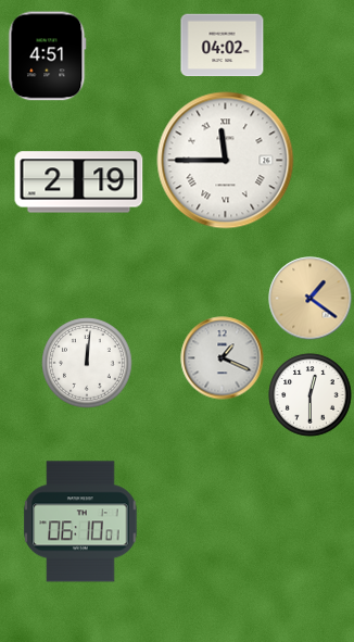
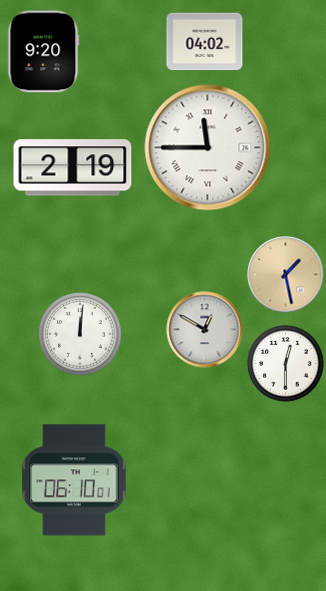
clock at (48, 56): 4:51 -> 9:20
clock at (311, 299): 1:21 -> 1:28
clock at (223, 358): 1:19 -> 12:50
